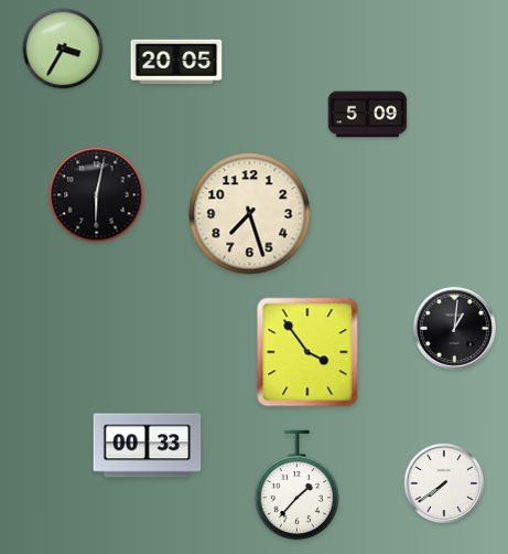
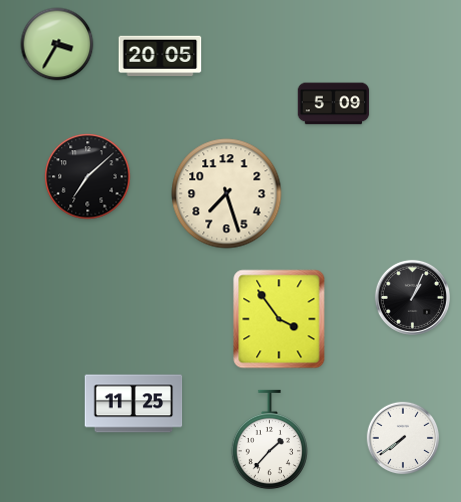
clock at (97, 195): 6:02 -> 7:08
clock at (454, 328): 1:01 -> 1:04
clock at (148, 446): 00:33 -> 11:25
